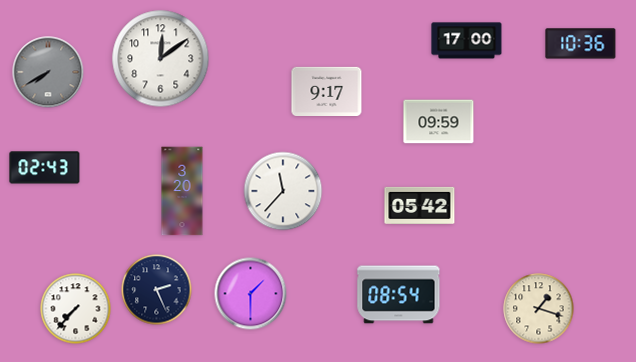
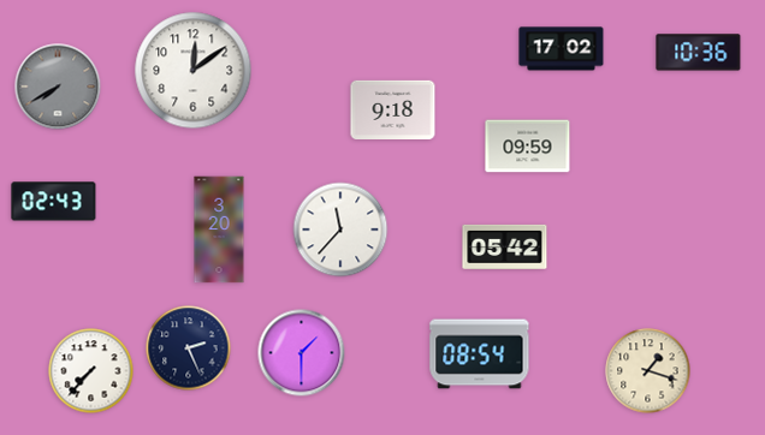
clock at (467, 41): 17:00 -> 17:02
clock at (327, 91): 9:17 -> 9:18
